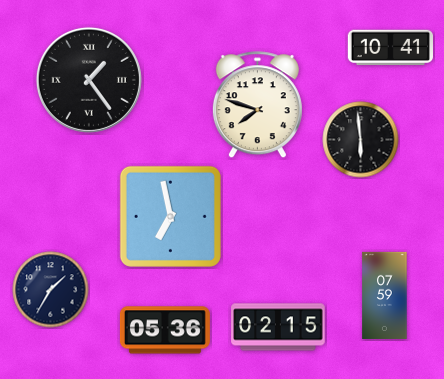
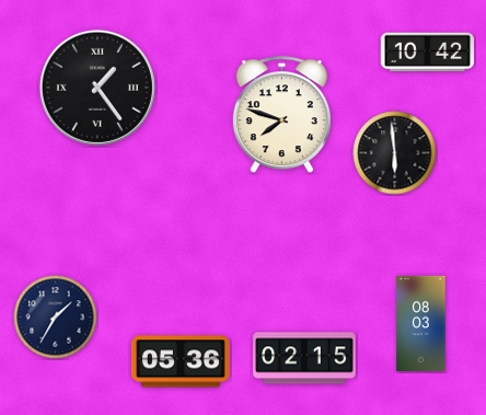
clock at (390, 48): 10:41 -> 10:42
clock at (170, 216): 6:58 -> none
clock at (385, 295): 07:59 -> 08:03
